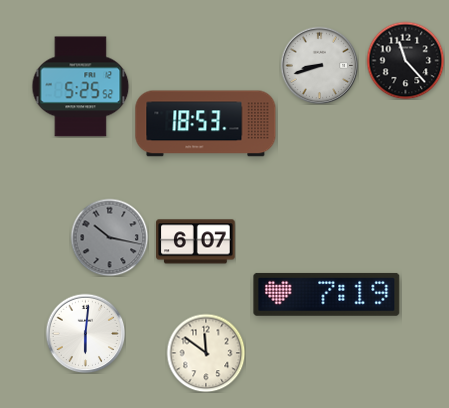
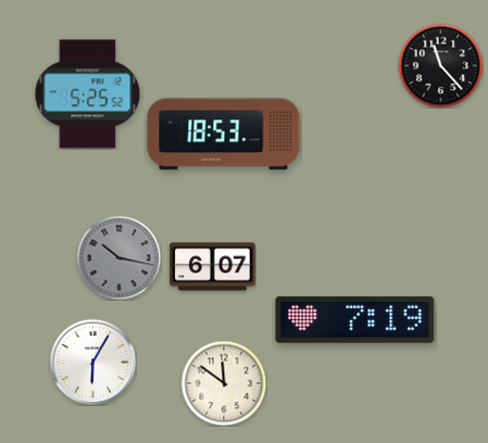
clock at (319, 65): 8:42 -> none
clock at (196, 242) position: (196, 242) -> (213, 267)
clock at (85, 333): 6:01 -> 6:05
